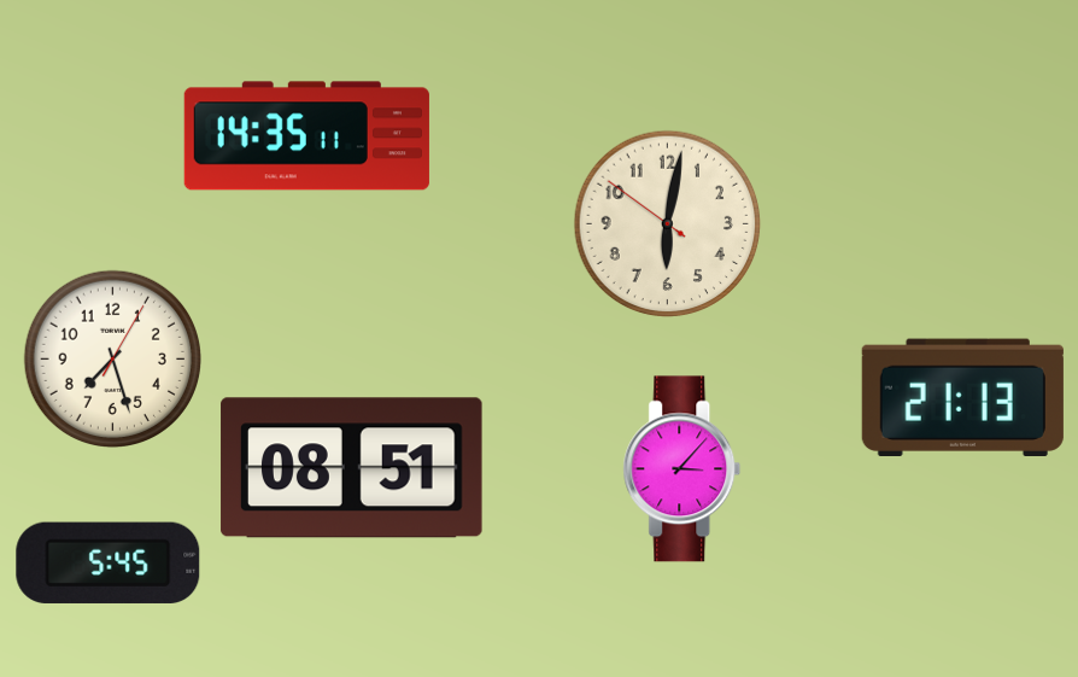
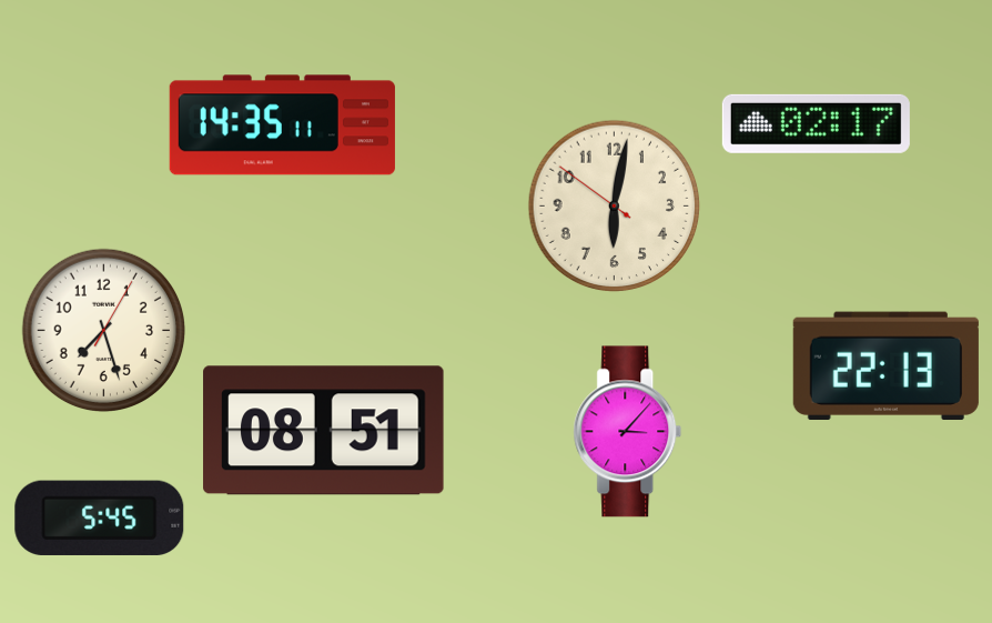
clock at (816, 123): none -> 02:17
clock at (962, 397): 21:13 -> 22:13
